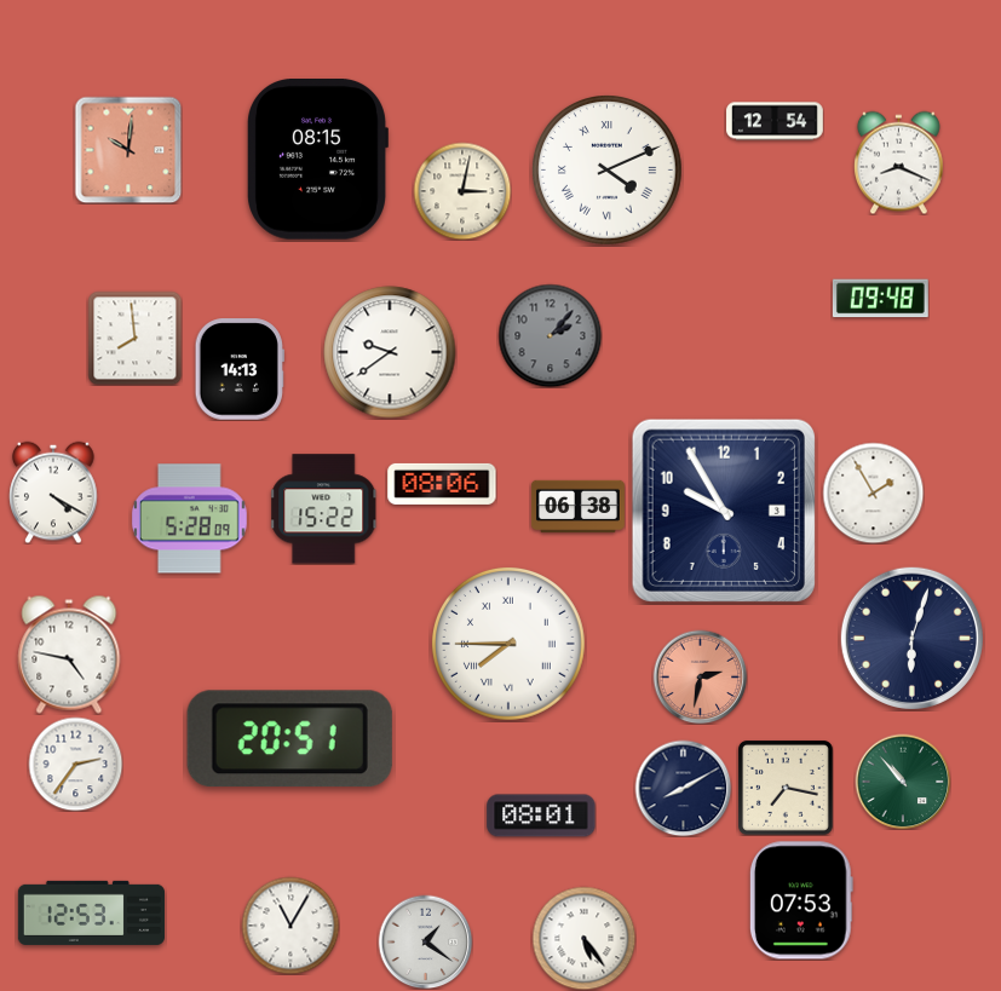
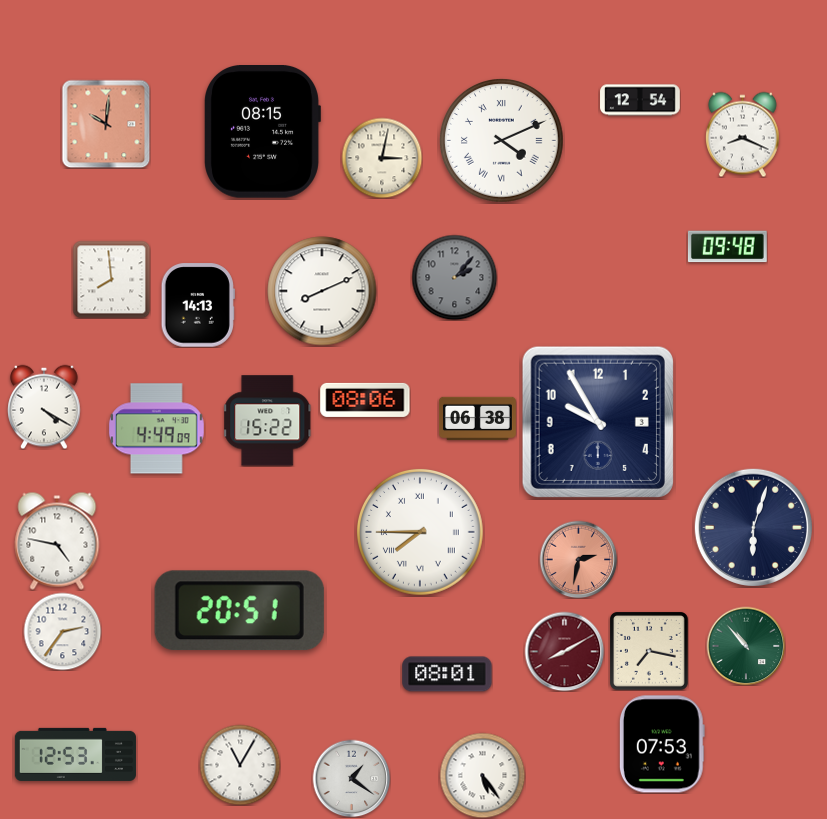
clock at (390, 352): 9:39 -> 8:11
clock at (873, 492): 1:55 -> none
clock at (189, 519): 5:28 -> 4:49
clock at (683, 788) dial: navy -> burgundy
